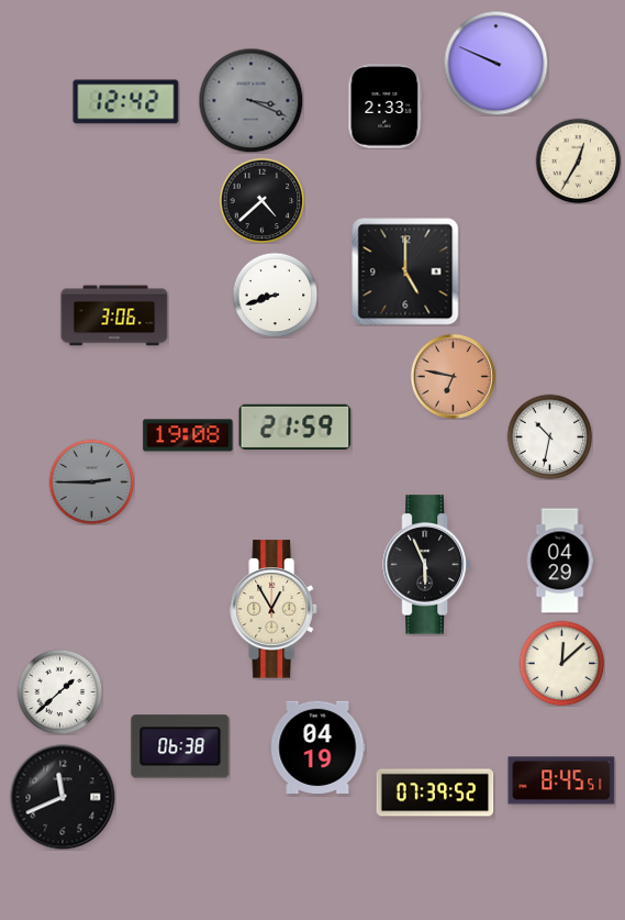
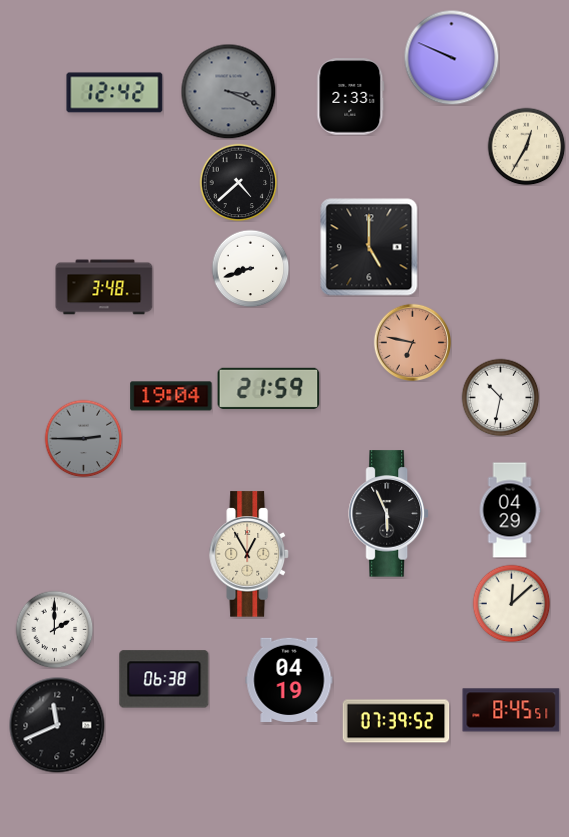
clock at (114, 315): 3:06 -> 3:48
clock at (188, 435): 19:08 -> 19:04
clock at (59, 691): 1:38 -> 2:00
